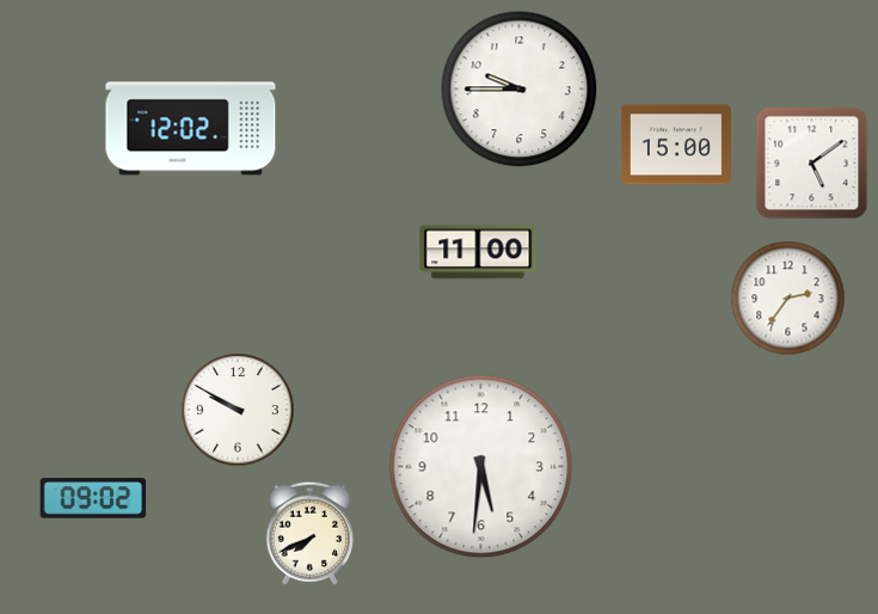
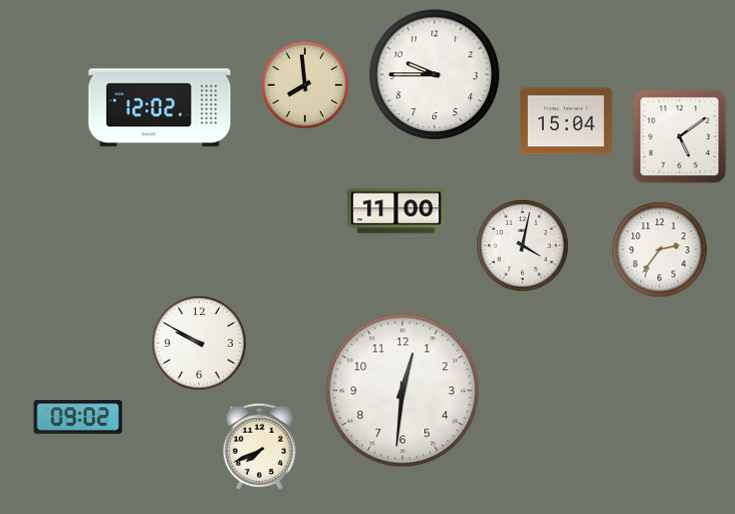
clock at (305, 85): none -> 7:59
clock at (676, 145): 15:00 -> 15:04
clock at (478, 252) position: (478, 252) -> (396, 211)
clock at (523, 246): none -> 4:02
clock at (481, 467): 5:31 -> 12:31
